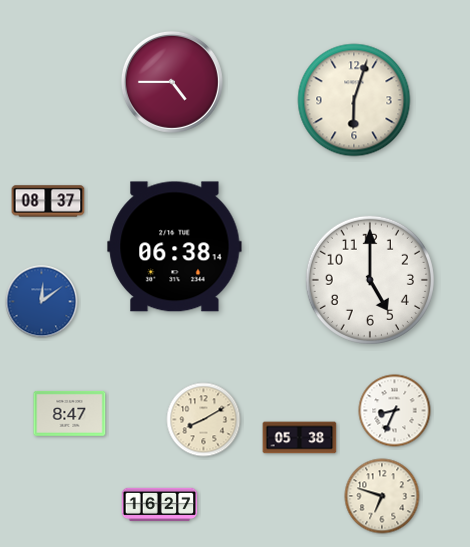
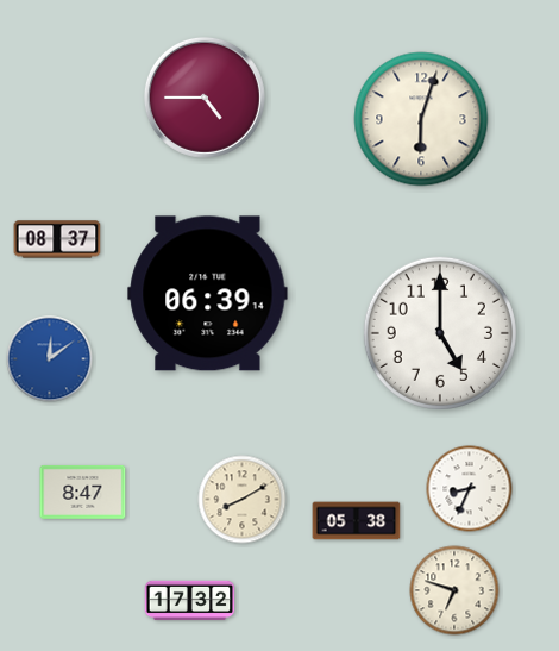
clock at (175, 247): 06:38 -> 06:39
clock at (160, 505): 16:27 -> 17:32
